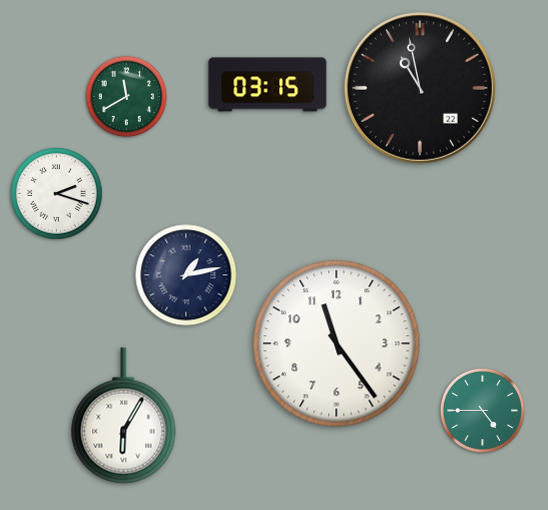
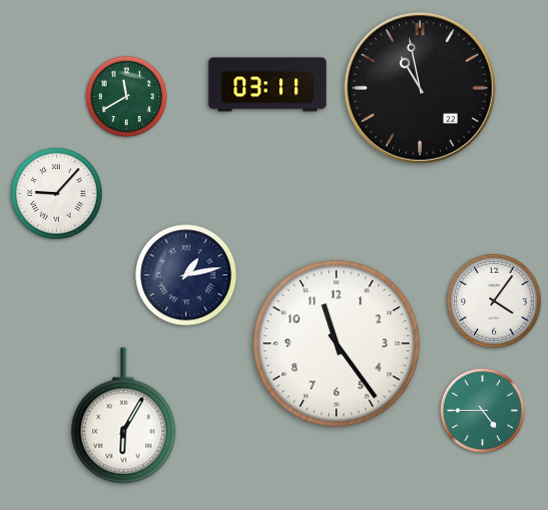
clock at (268, 85): 03:15 -> 03:11
clock at (57, 194): 2:18 -> 9:07
clock at (494, 301): none -> 4:06
